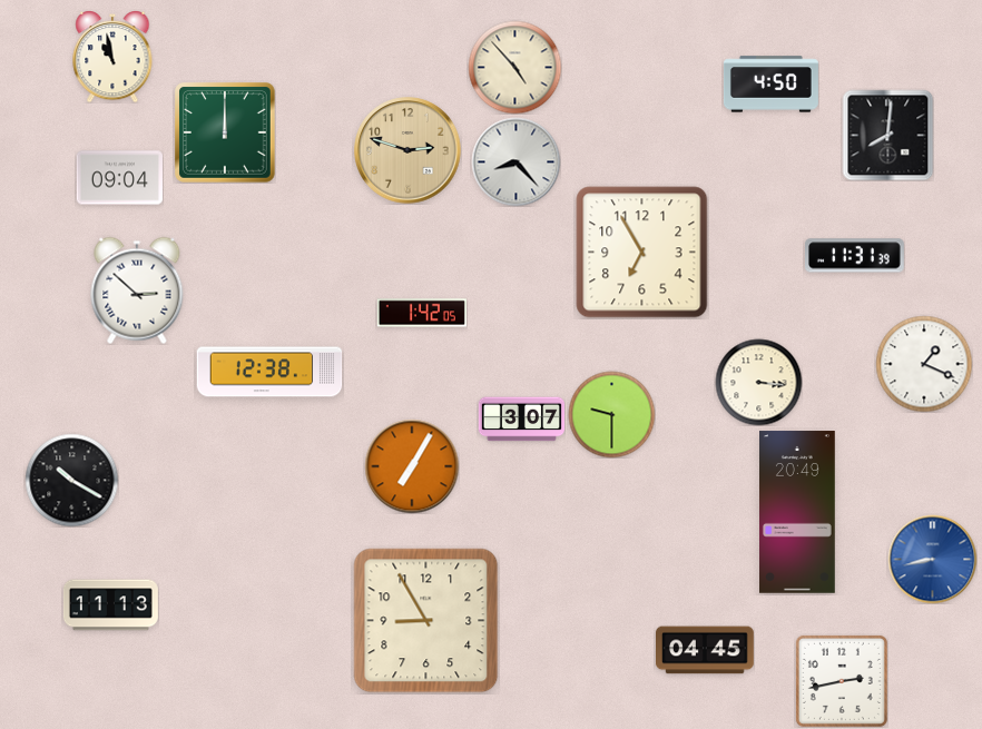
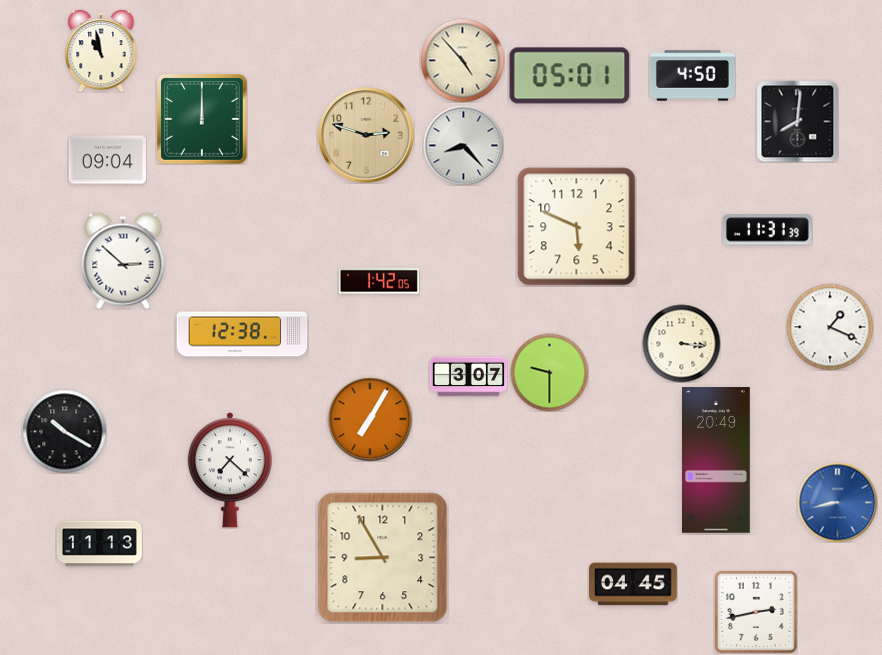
clock at (570, 76): none -> 05:01
clock at (642, 253): 6:55 -> 5:49
clock at (230, 470): none -> 7:22
